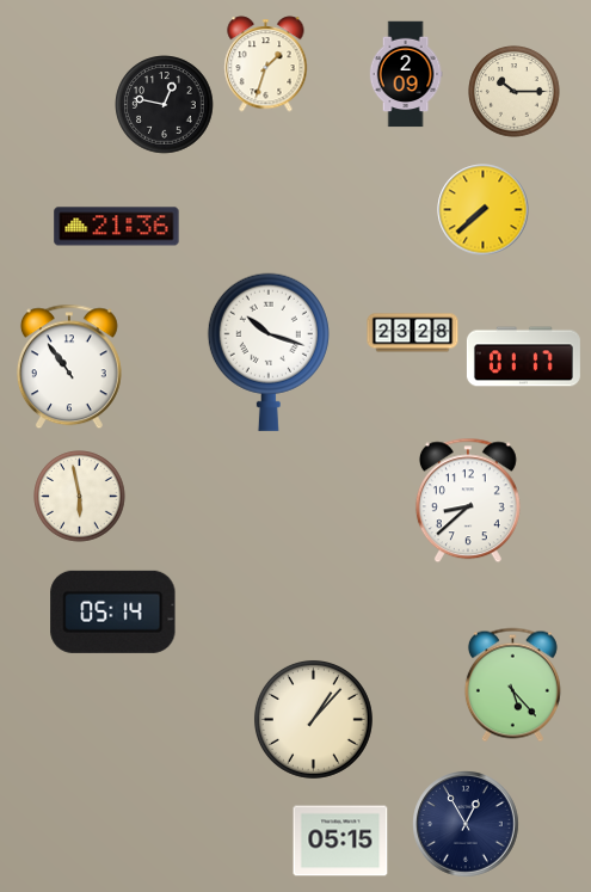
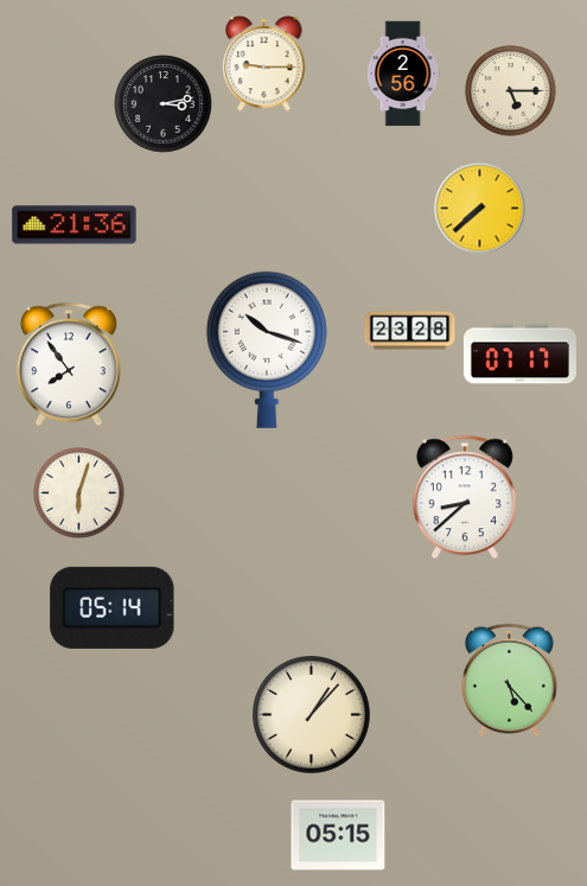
clock at (266, 64): 1:33 -> 9:15
clock at (406, 74): 2:09 -> 2:56
clock at (515, 92): 10:15 -> 5:15
clock at (165, 105): 12:47 -> 3:13
clock at (117, 227) position: (117, 227) -> (75, 225)
clock at (523, 357): 01:17 -> 07:17
clock at (69, 367): 10:54 -> 7:54
clock at (80, 497): 5:58 -> 6:03
clock at (466, 824): 12:55 -> none
